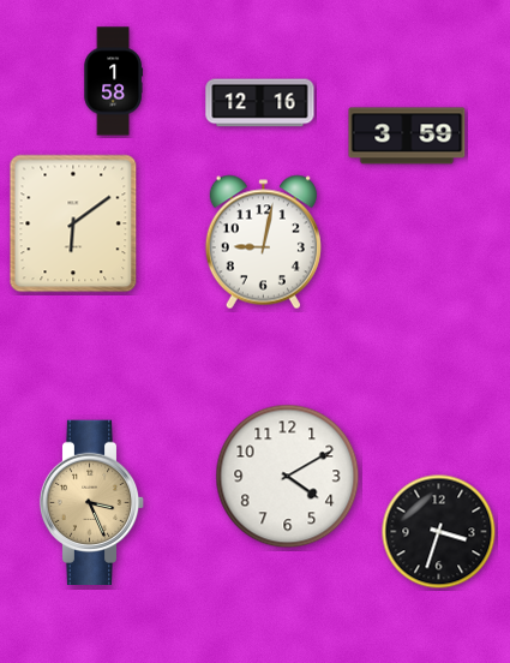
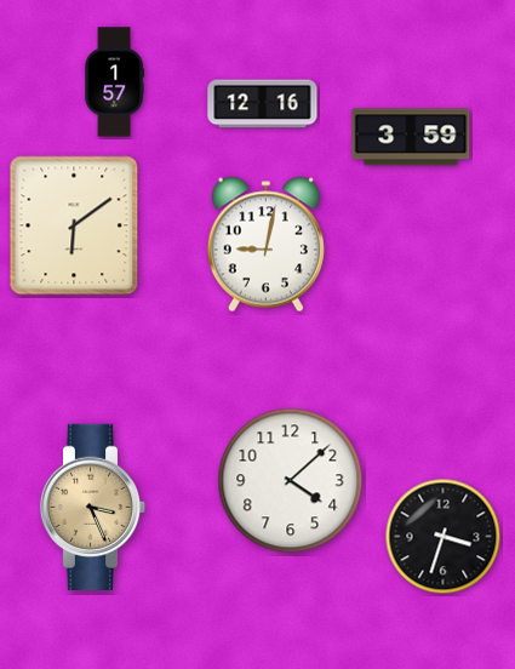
clock at (113, 82): 1:58 -> 1:57
clock at (288, 477): 4:10 -> 4:08
